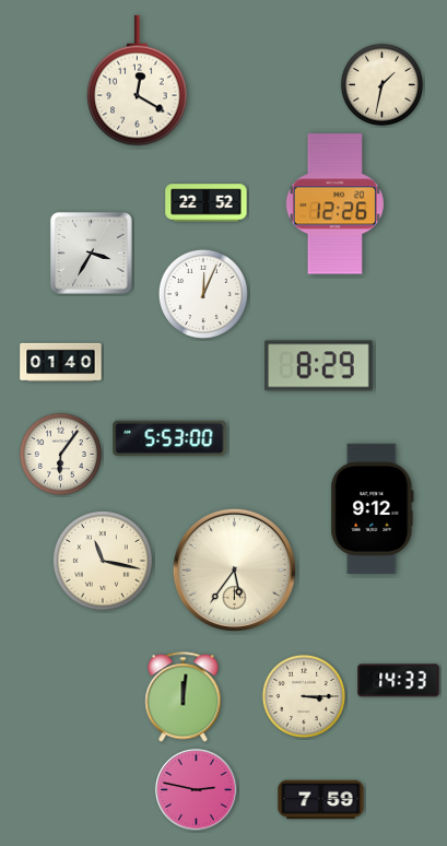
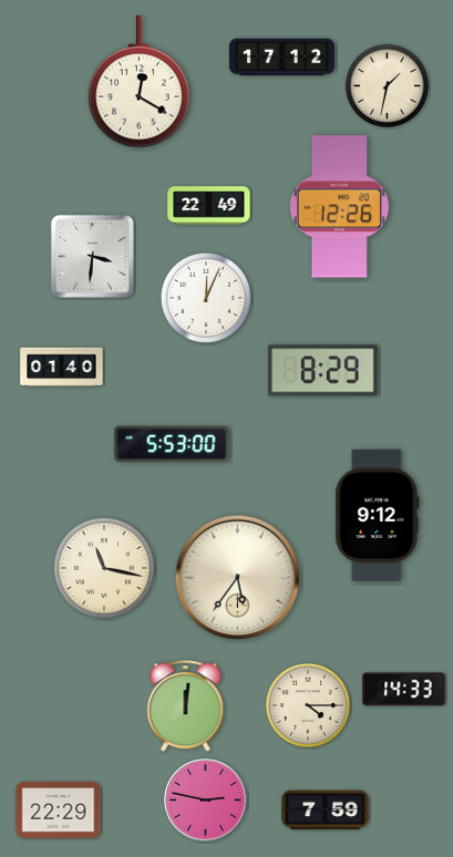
clock at (281, 58): none -> 17:12
clock at (207, 203): 22:52 -> 22:49
clock at (91, 252): 3:35 -> 3:31
clock at (60, 454): 6:06 -> none
clock at (304, 696): 3:15 -> 4:15
clock at (197, 790) position: (197, 790) -> (206, 801)
clock at (59, 809): none -> 22:29
